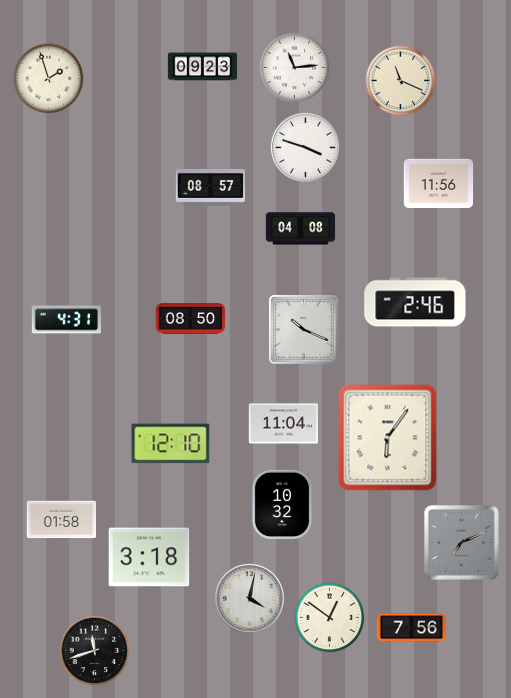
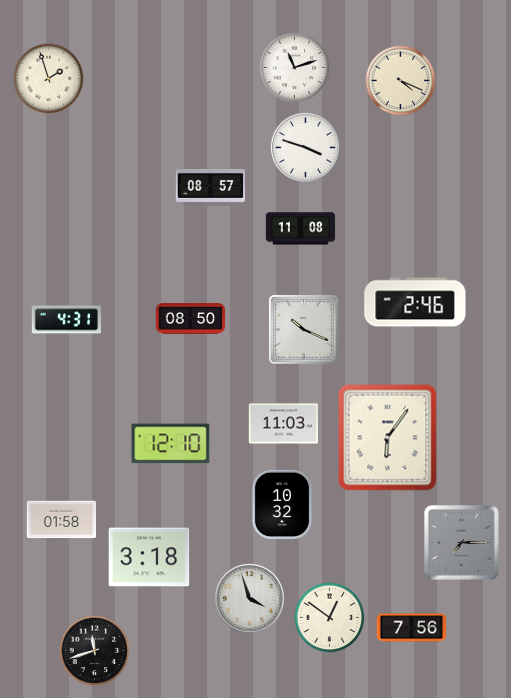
clock at (203, 67): 09:23 -> none
clock at (295, 68): 11:14 -> 11:12
clock at (401, 81): 11:19 -> 4:19
clock at (439, 183): 11:56 -> none
clock at (301, 229): 04:08 -> 11:08
clock at (283, 424): 11:04 -> 11:03
clock at (462, 543): 7:11 -> 7:15
clock at (249, 598): 4:02 -> 3:57
